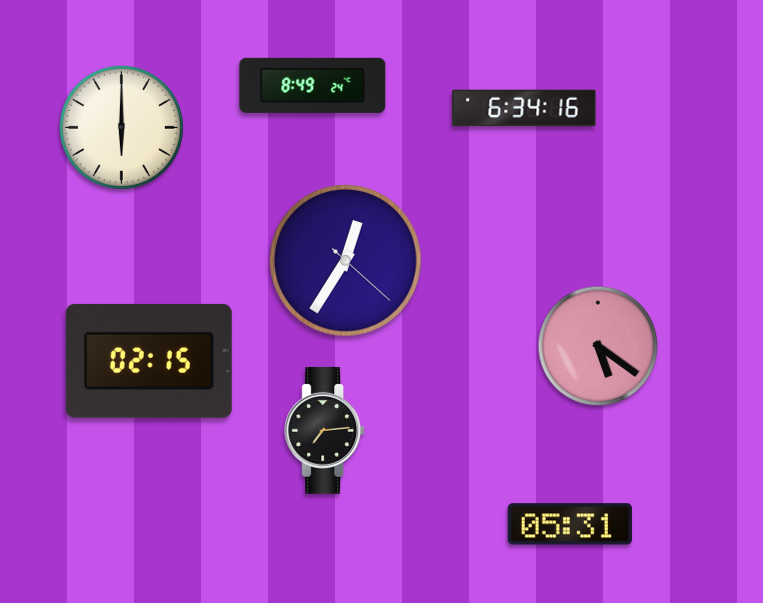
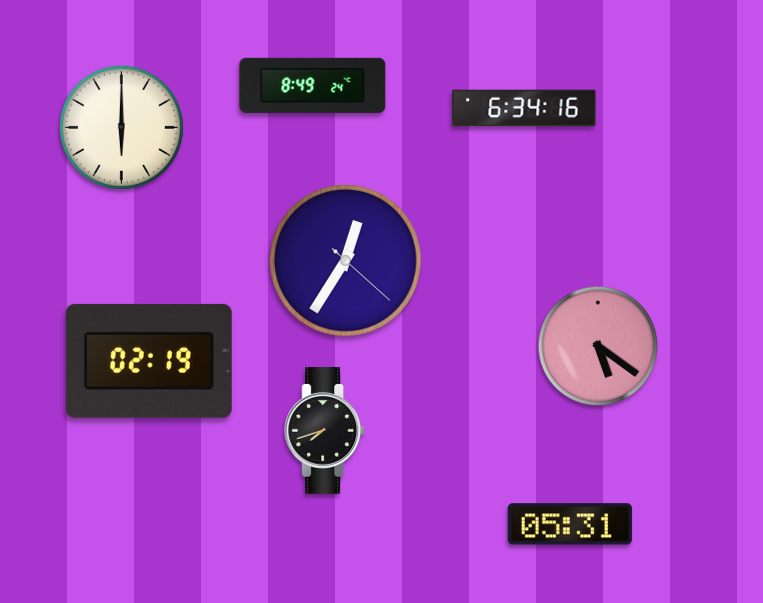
clock at (149, 361): 02:15 -> 02:19
clock at (325, 430): 7:14 -> 7:42
